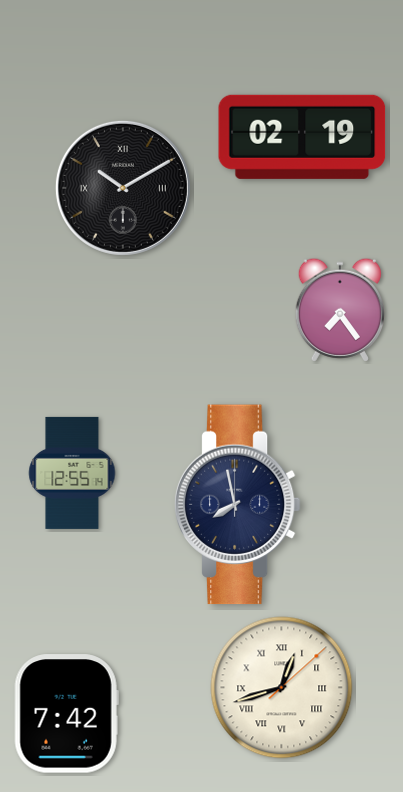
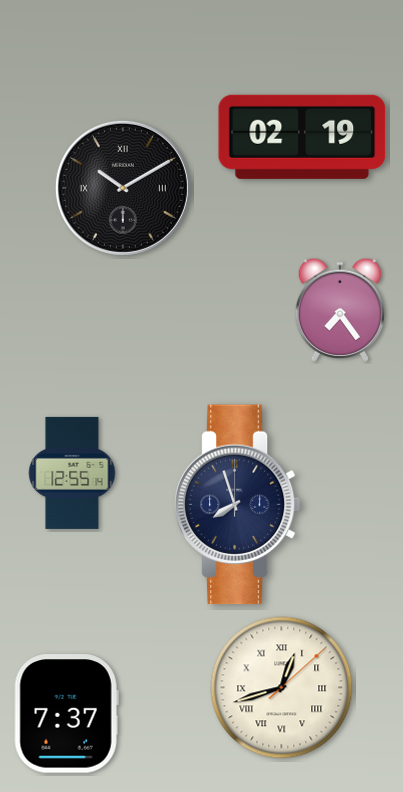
clock at (237, 505): 7:58 -> 7:57
clock at (66, 714): 7:42 -> 7:37
